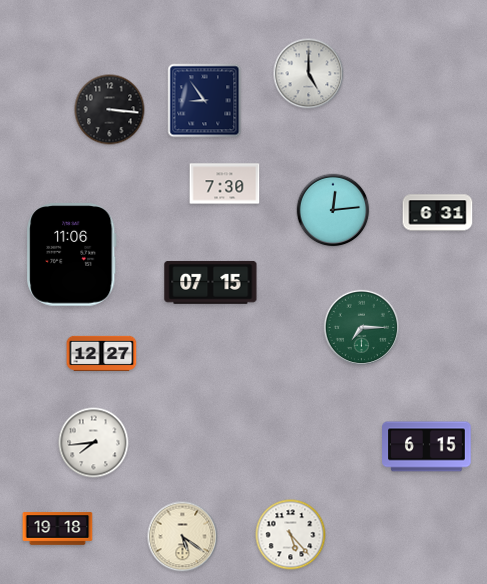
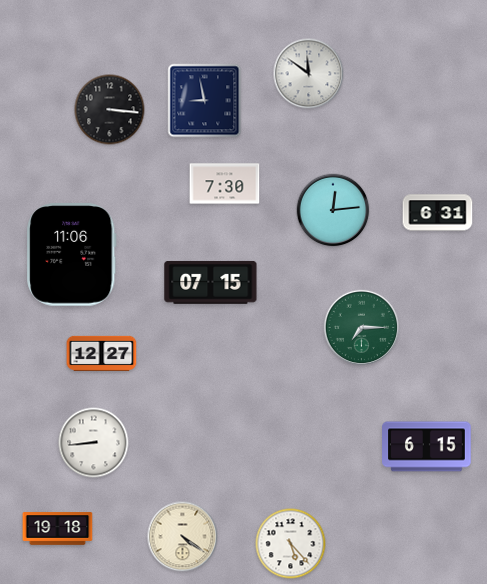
clock at (309, 74): 5:00 -> 11:51
clock at (205, 101): 8:54 -> 8:58
clock at (94, 443): 7:44 -> 8:44
clock at (291, 535) position: (291, 535) -> (291, 544)
clock at (183, 537): 5:21 -> 4:21
